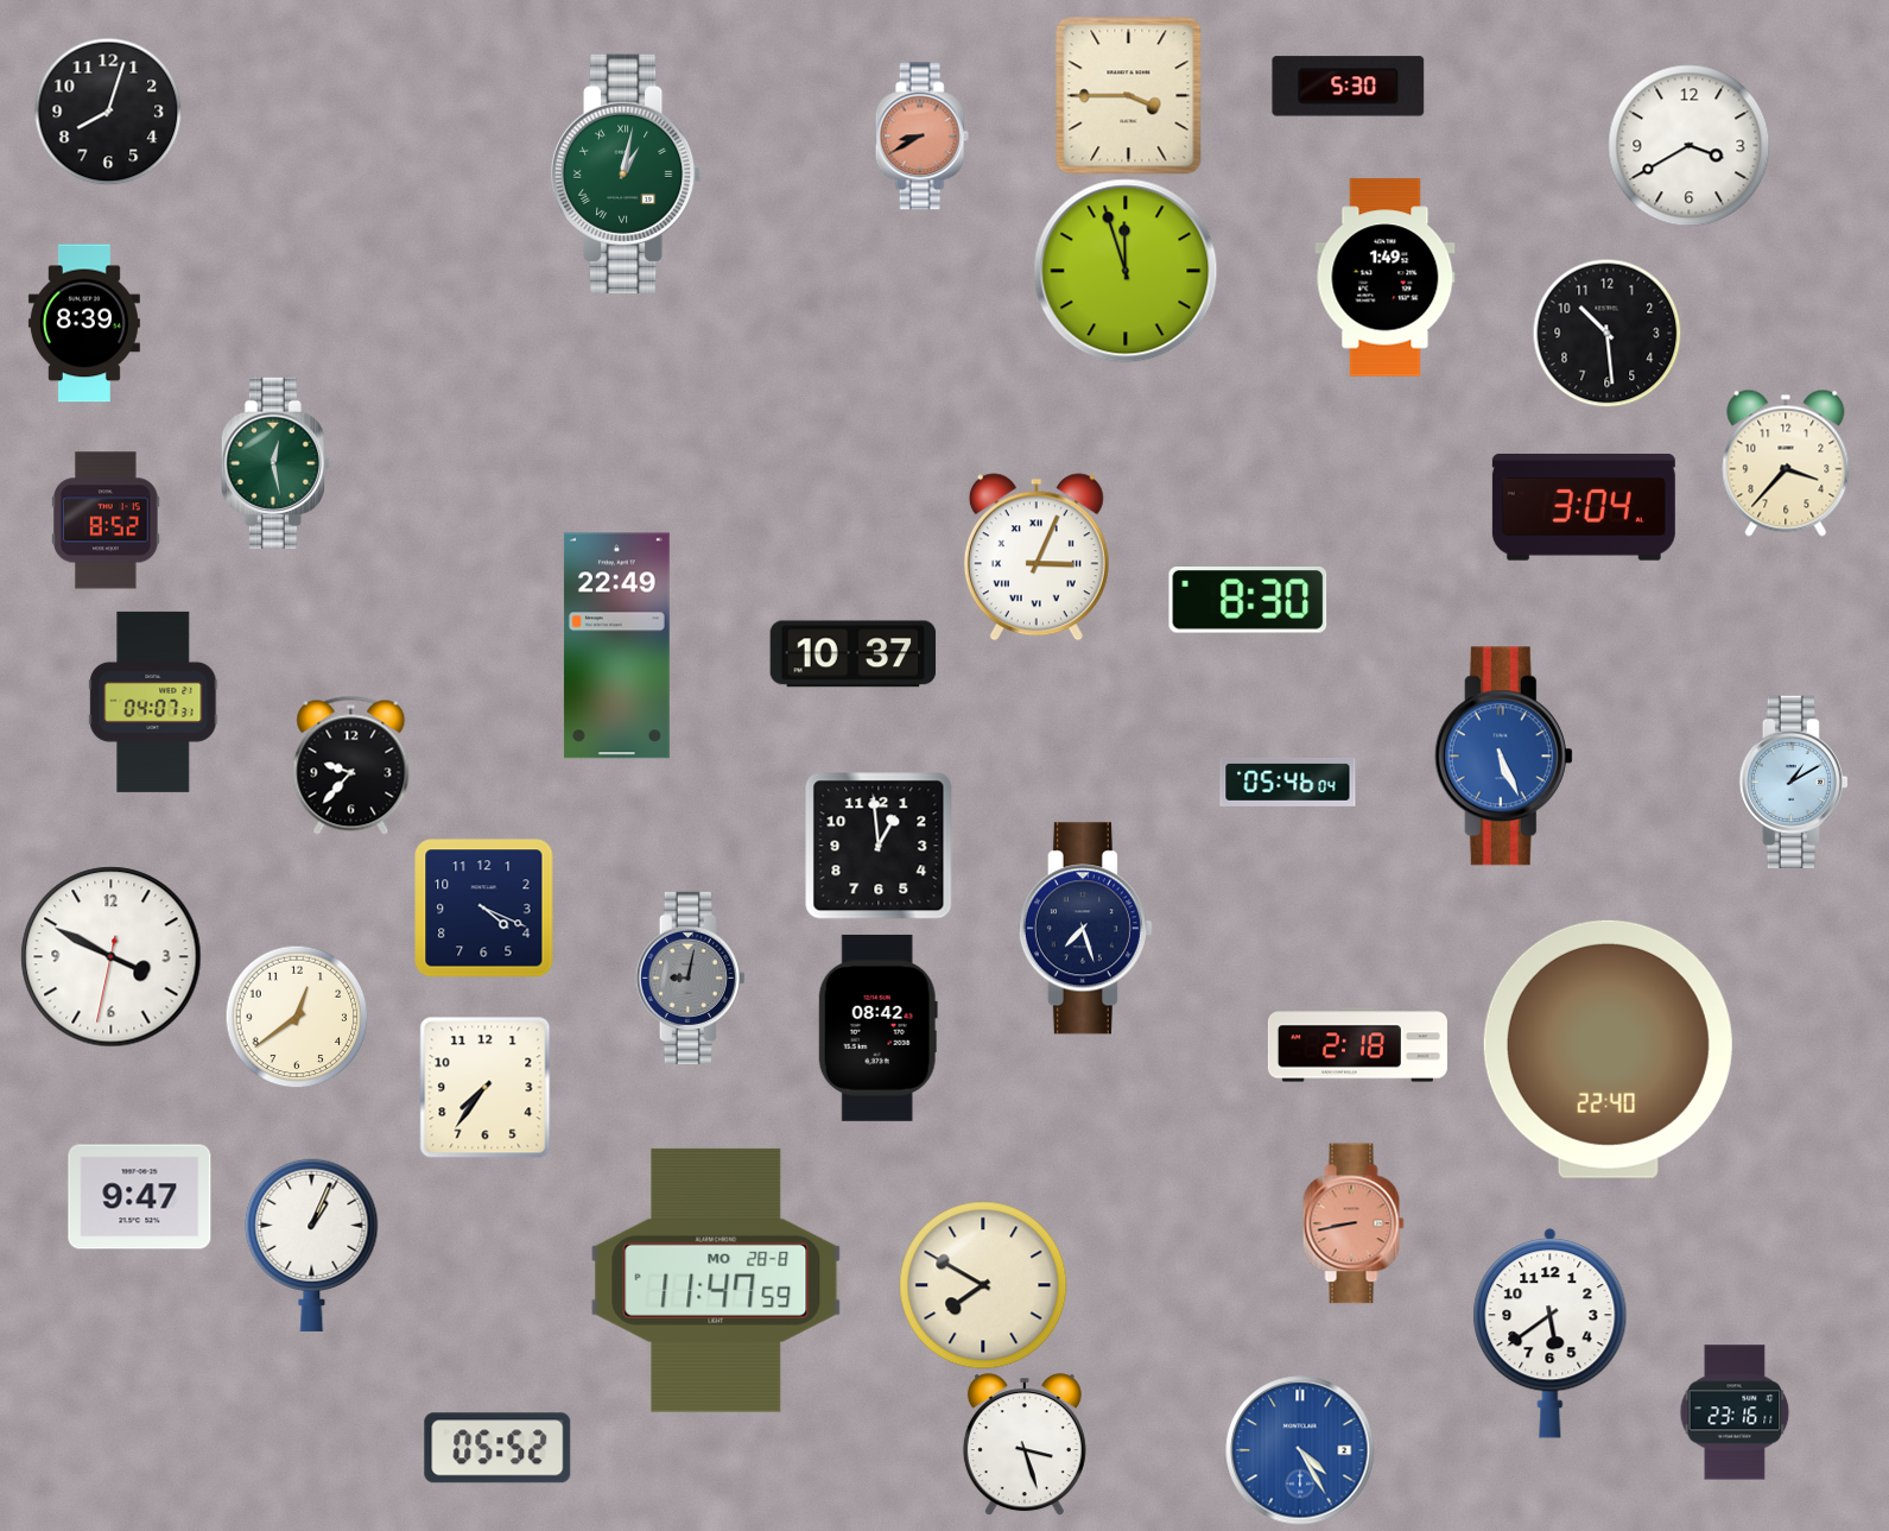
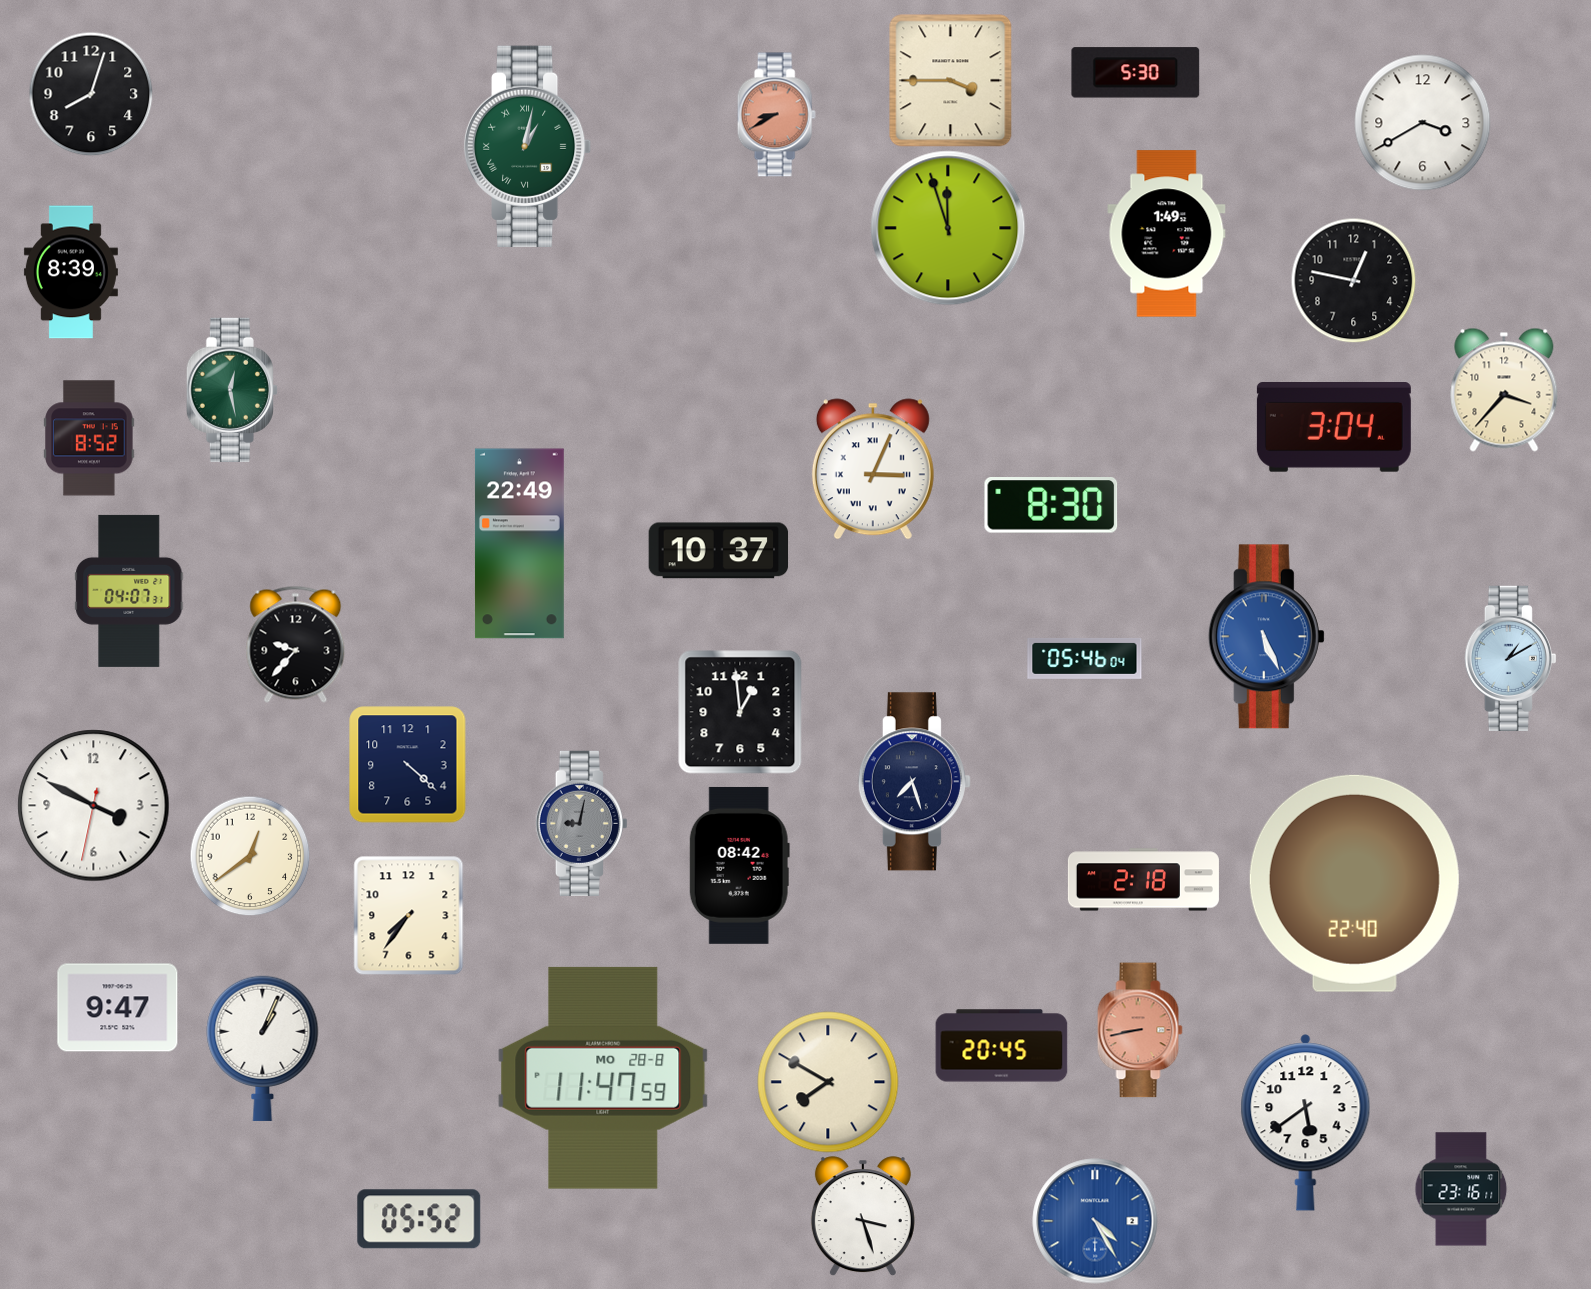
clock at (1606, 333): 10:29 -> 12:47
clock at (484, 909): 4:19 -> 4:22
clock at (1002, 1046): none -> 20:45
